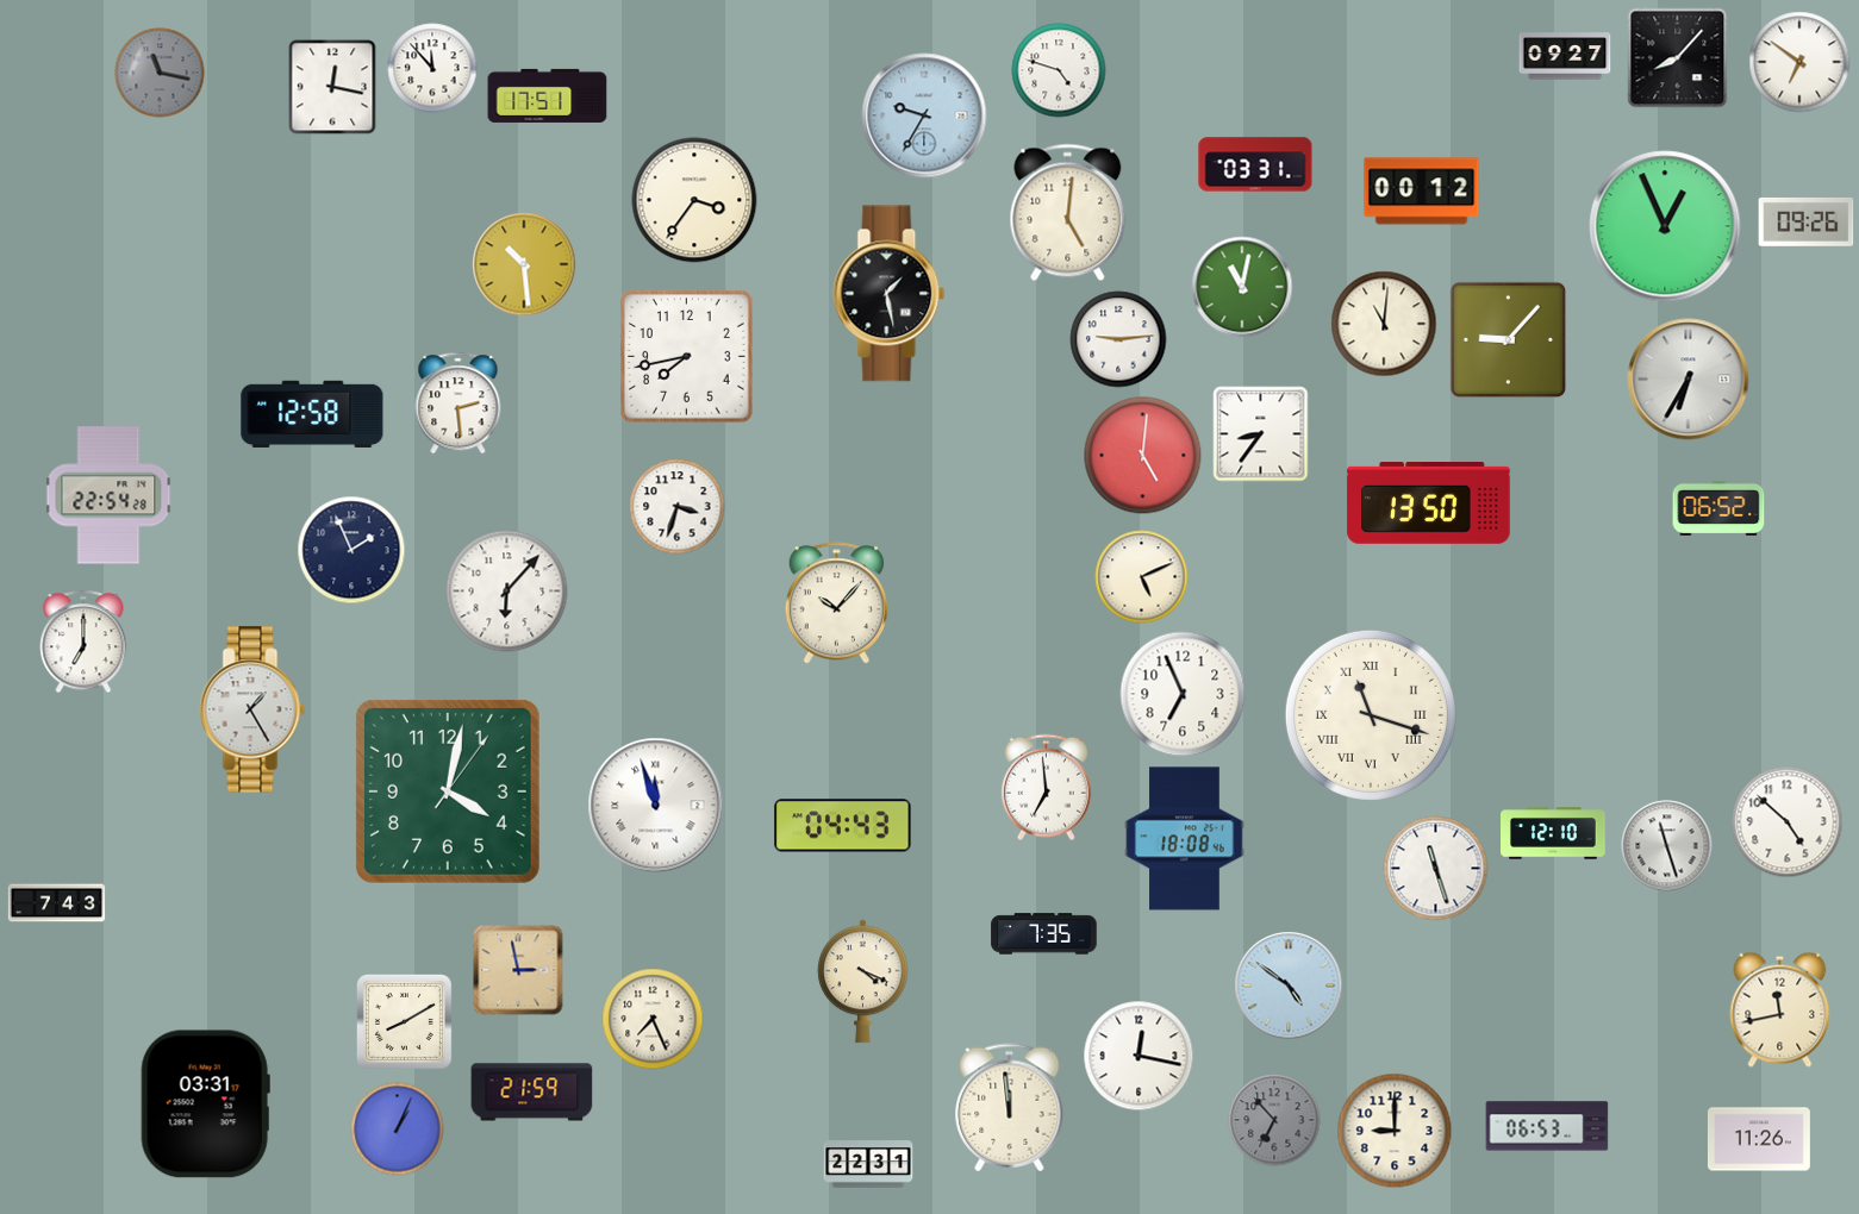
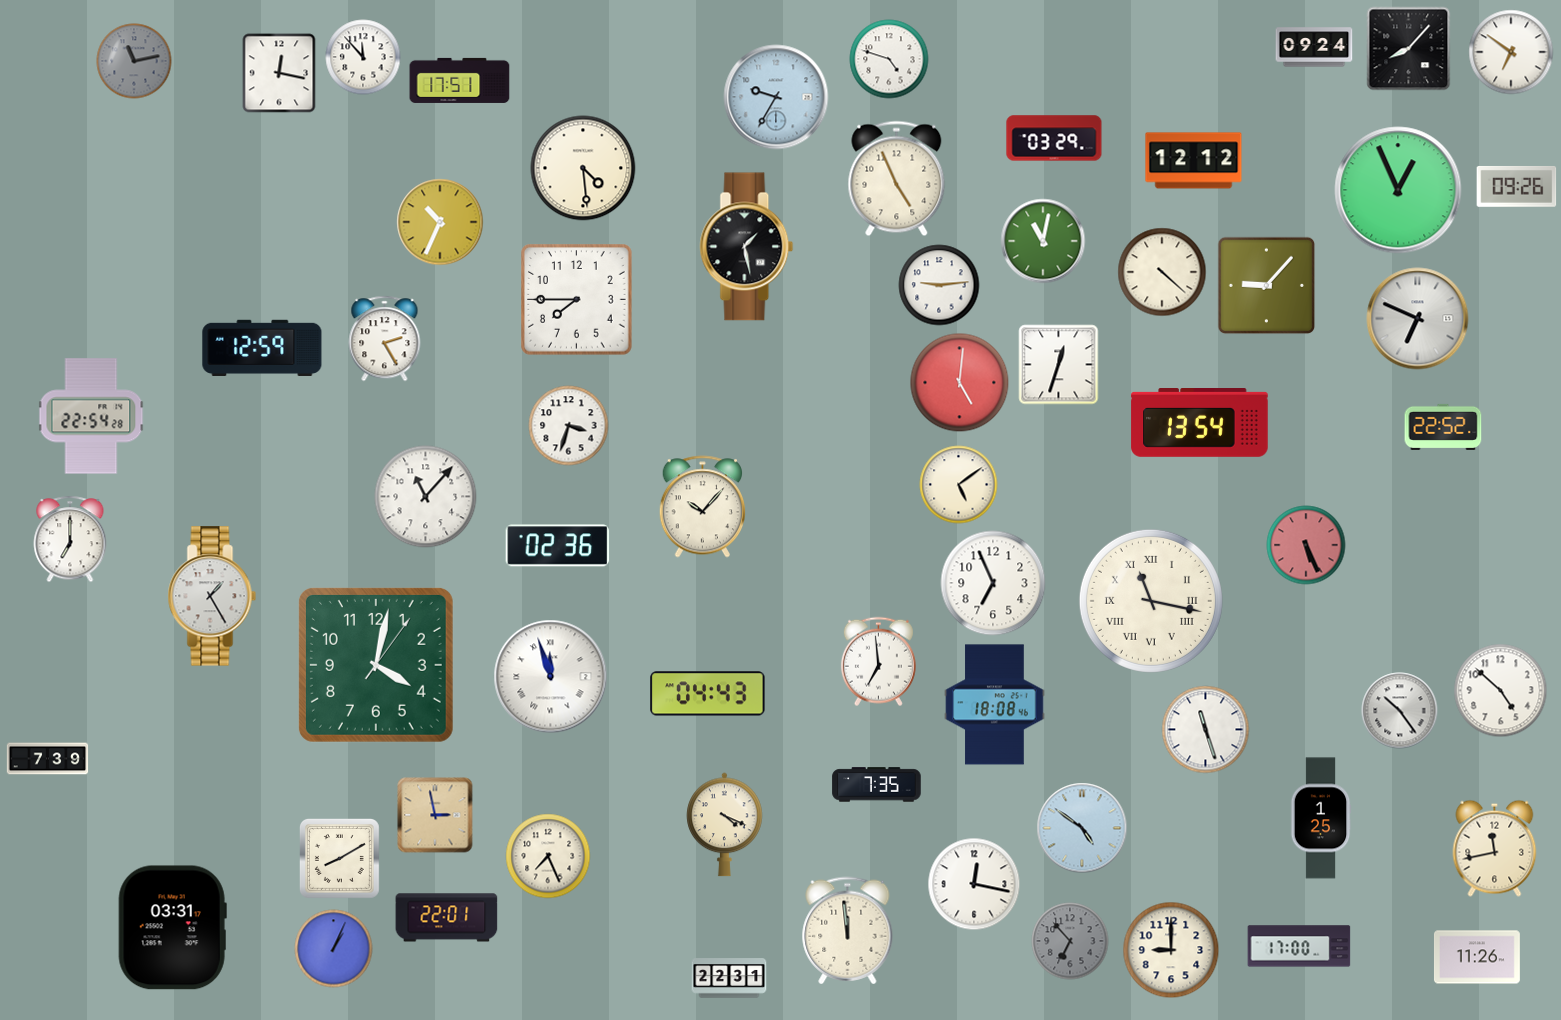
clock at (1565, 56): 09:27 -> 09:24
clock at (160, 73): 11:17 -> 11:13
clock at (1255, 164): 03:31 -> 03:29
clock at (1422, 192): 00:12 -> 12:12
clock at (694, 200): 3:36 -> 4:29
clock at (1068, 213): 5:01 -> 4:56
clock at (524, 264): 10:29 -> 10:34
clock at (1384, 324): 11:01 -> 4:22
clock at (687, 357): 7:43 -> 7:45
clock at (1689, 380): 6:35 -> 6:49
clock at (458, 403): 2:29 -> 2:25
clock at (312, 414): 12:58 -> 12:59
clock at (1261, 434): 8:36 -> 12:33
clock at (1429, 503): 13:50 -> 13:54
clock at (1718, 508): 06:52 -> 22:52
clock at (351, 550): 1:56 -> none
clock at (1142, 577): 5:11 -> 5:09
clock at (507, 592): 6:07 -> 11:07
clock at (1306, 545): none -> 5:26
clock at (558, 546): none -> 02:36
clock at (1371, 715): 11:18 -> 11:17
clock at (1553, 833): 12:10 -> none
clock at (1667, 846): 11:27 -> 10:24
clock at (57, 903): 7:43 -> 7:39
clock at (1321, 818): none -> 1:25
clock at (1139, 1056) position: (1139, 1056) -> (974, 884)
clock at (532, 1093): 21:59 -> 22:01
clock at (1547, 1126): 06:53 -> 17:00
